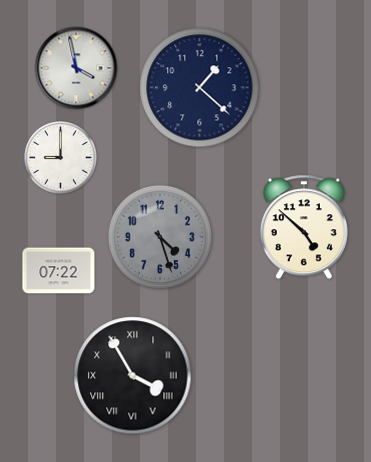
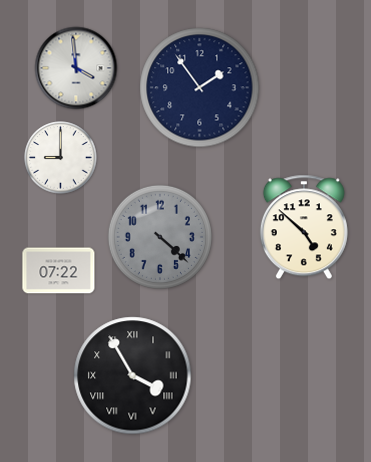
clock at (76, 68): 3:58 -> 3:59
clock at (200, 88): 1:22 -> 1:54
clock at (160, 237): 4:27 -> 4:22
